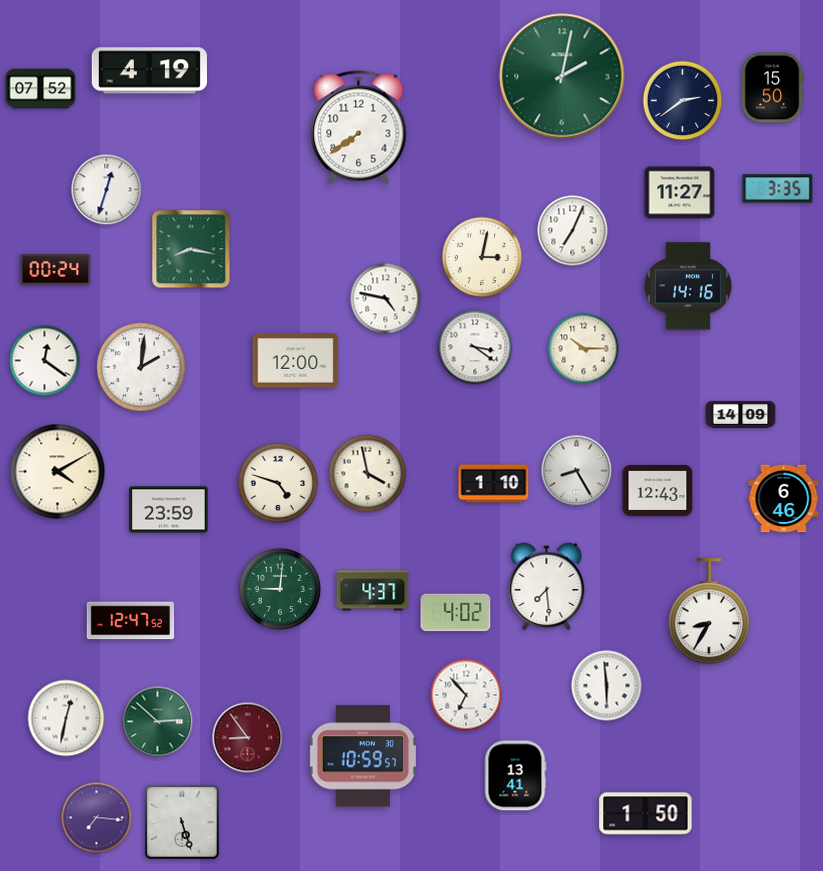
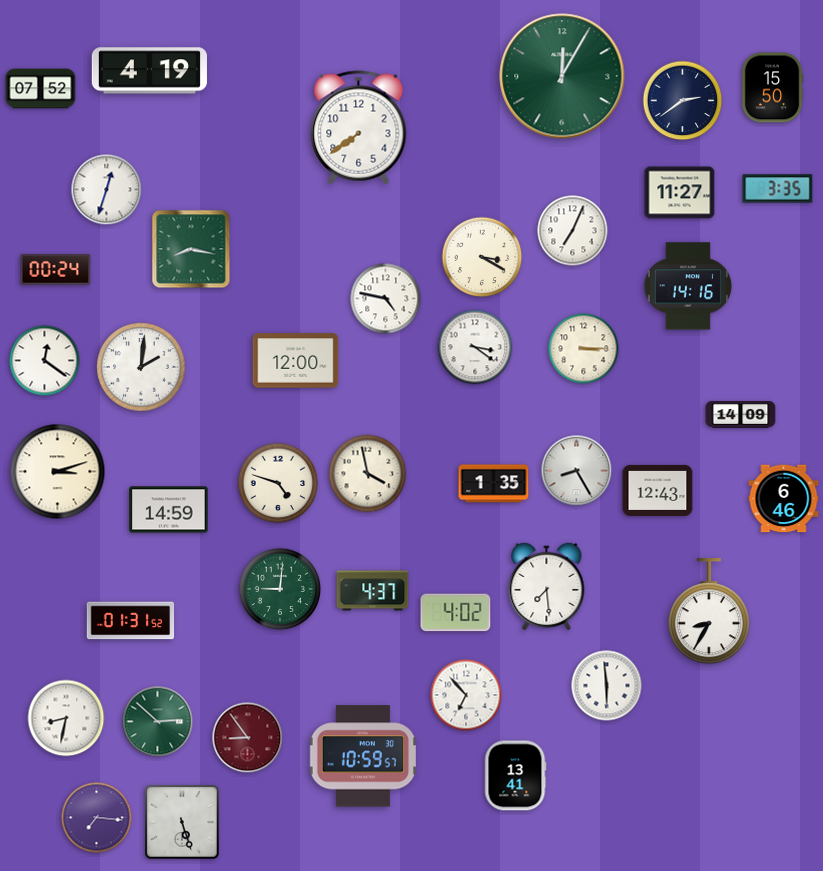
clock at (562, 76): 2:02 -> 12:05
clock at (482, 257): 3:02 -> 3:20
clock at (584, 349): 10:15 -> 3:15
clock at (58, 472): 4:10 -> 3:12
clock at (494, 484): 1:10 -> 1:35
clock at (169, 510): 23:59 -> 14:59
clock at (131, 621): 12:47 -> 01:31
clock at (66, 718): 12:32 -> 8:32
clock at (646, 814): 1:50 -> none
